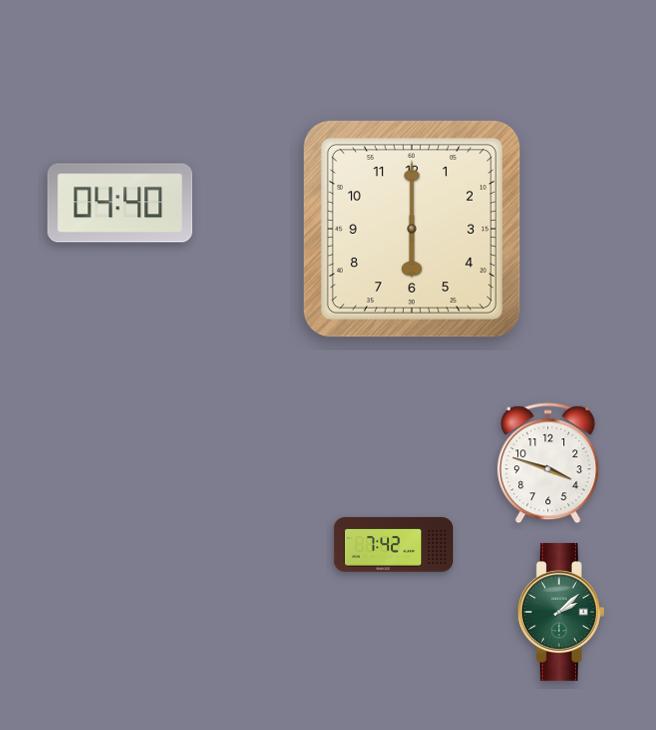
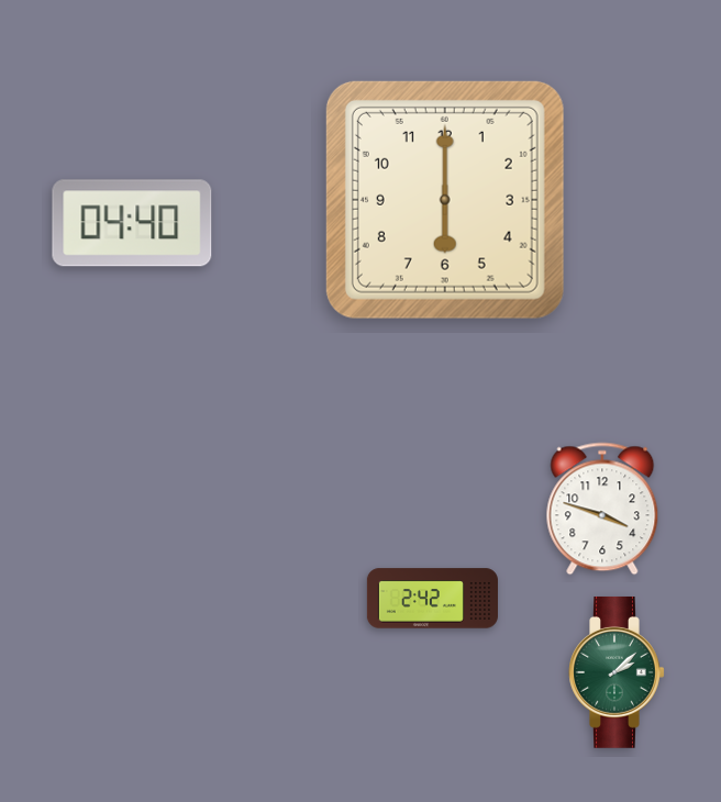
clock at (412, 229) position: (412, 229) -> (445, 200)
clock at (393, 545): 7:42 -> 2:42
